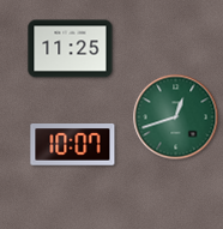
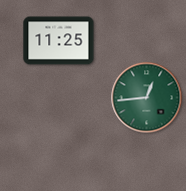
clock at (176, 117): 12:42 -> 12:44
clock at (73, 145): 10:07 -> none
